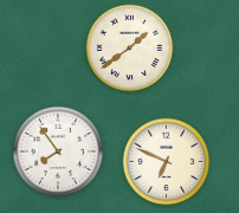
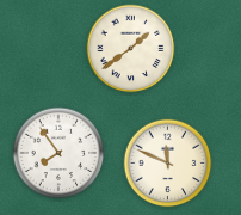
clock at (167, 162): 6:49 -> 11:49
